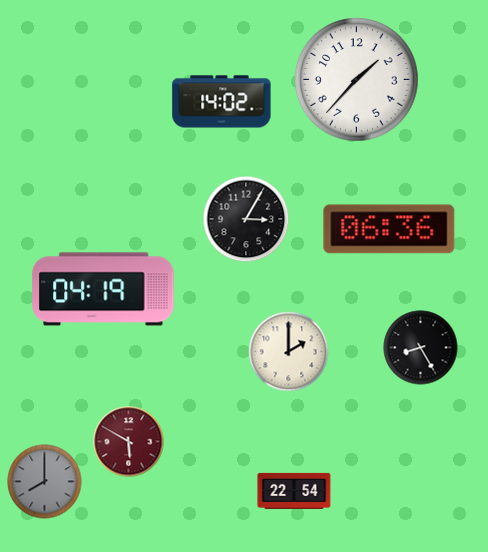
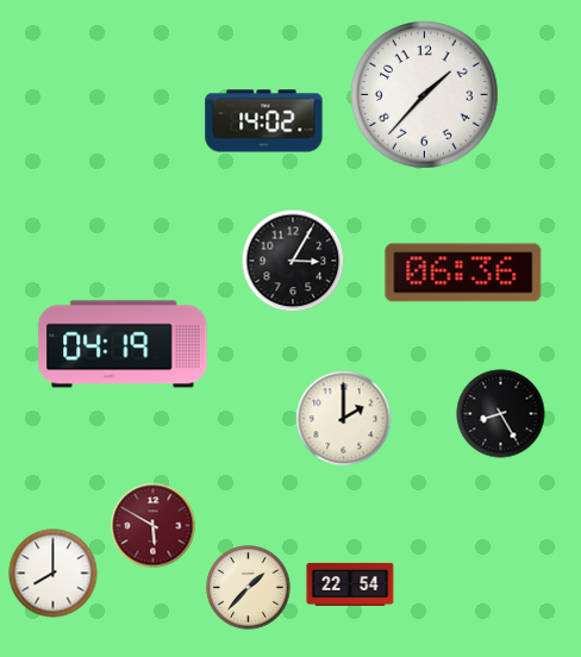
clock at (45, 482) dial: grey -> white
clock at (249, 588): none -> 1:37
